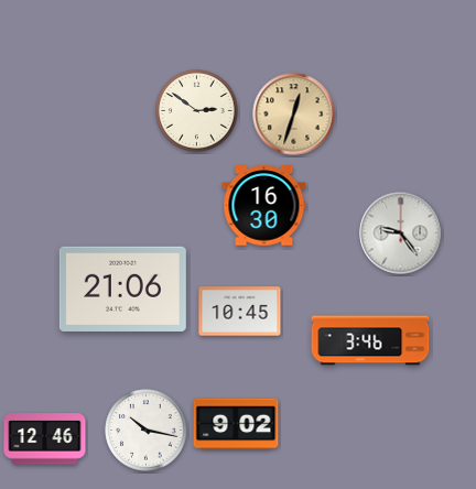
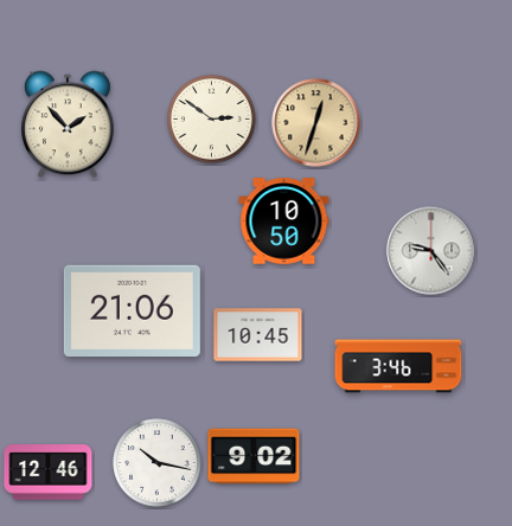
clock at (68, 124): none -> 1:53
clock at (264, 206): 16:30 -> 10:50
